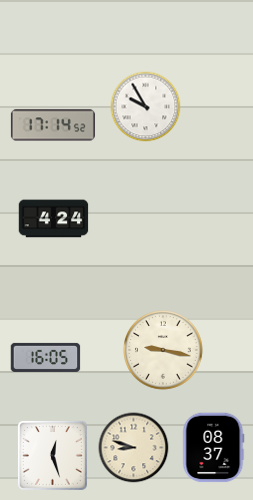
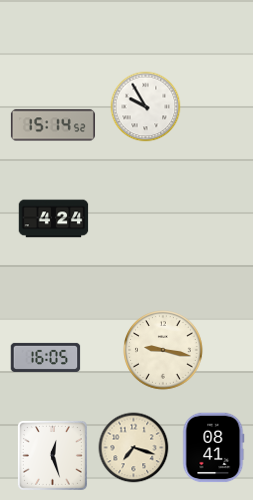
clock at (53, 125): 17:14 -> 15:14
clock at (134, 448): 8:48 -> 7:18
clock at (214, 448): 08:37 -> 08:41
